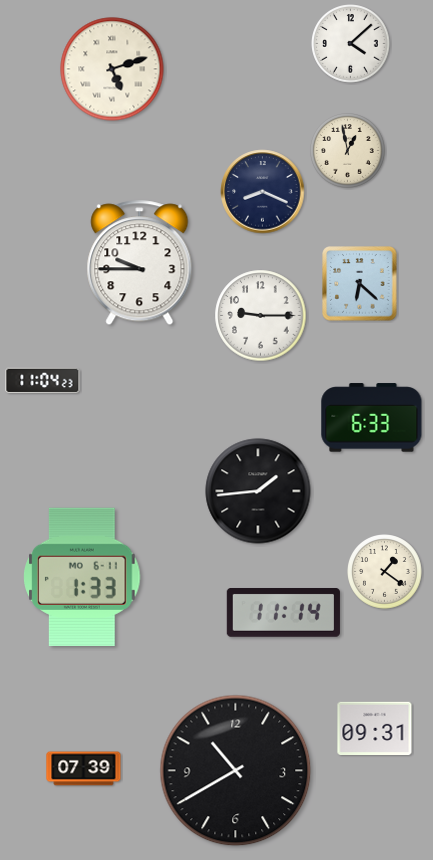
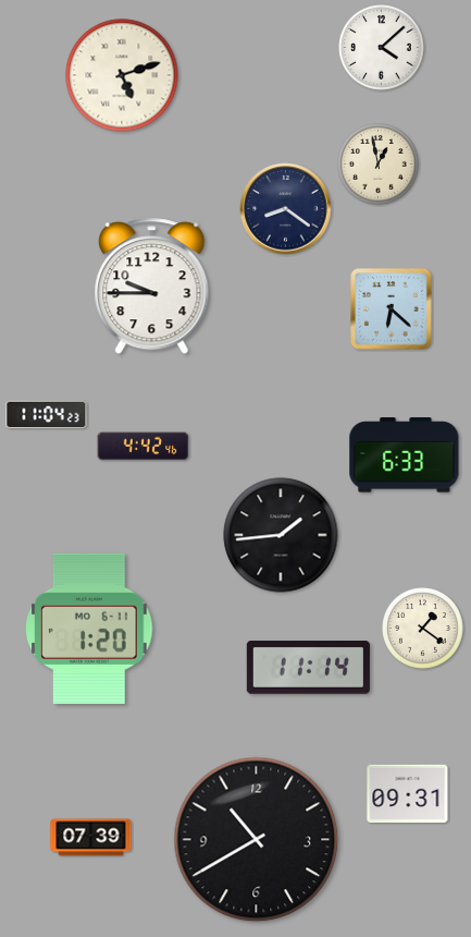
clock at (263, 192): 8:19 -> 8:21
clock at (261, 316): 9:15 -> none
clock at (144, 447): none -> 4:42
clock at (385, 572) position: (385, 572) -> (423, 629)
clock at (82, 577): 1:33 -> 1:20
